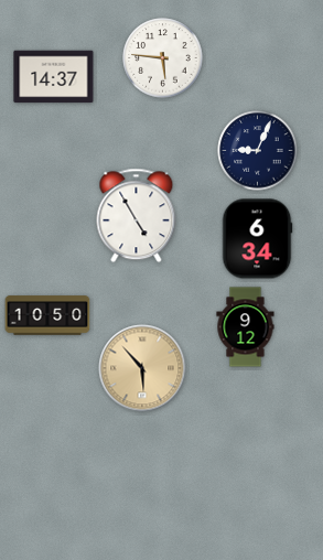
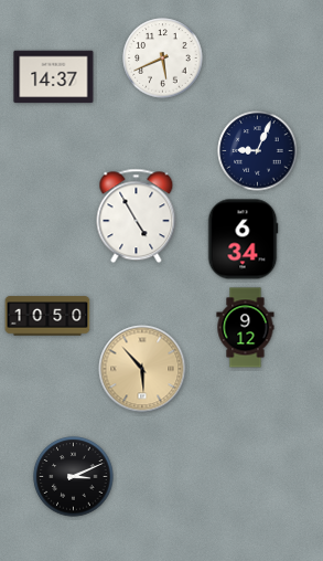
clock at (163, 58): 5:46 -> 5:41
clock at (257, 239) position: (257, 239) -> (243, 240)
clock at (74, 477): none -> 3:11
